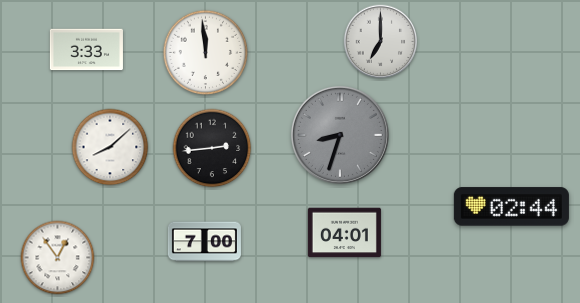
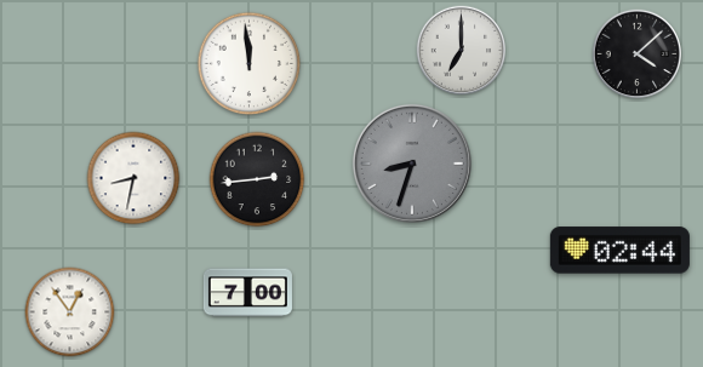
clock at (638, 55): none -> 4:08
clock at (86, 50): 3:33 -> none
clock at (110, 147): 8:08 -> 8:32
clock at (344, 233): 04:01 -> none
